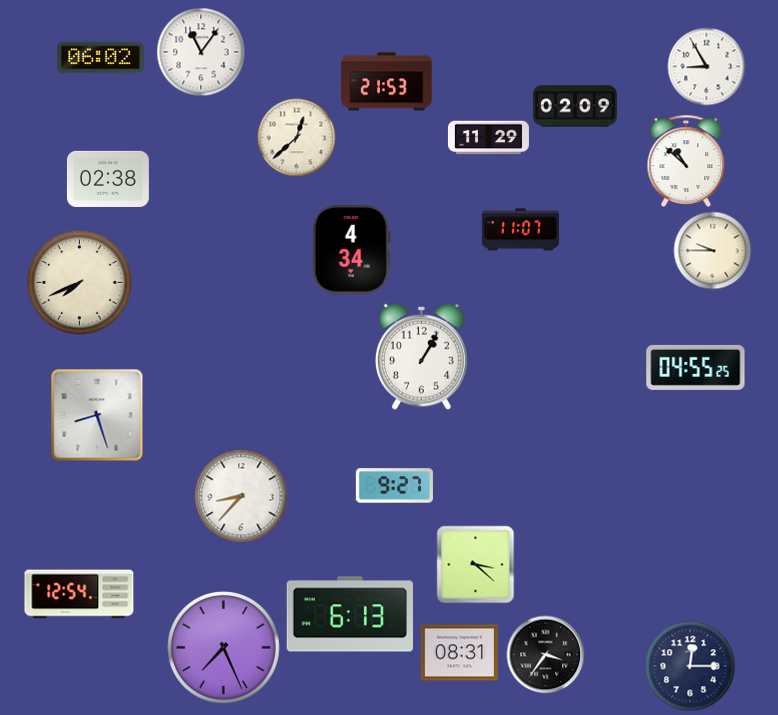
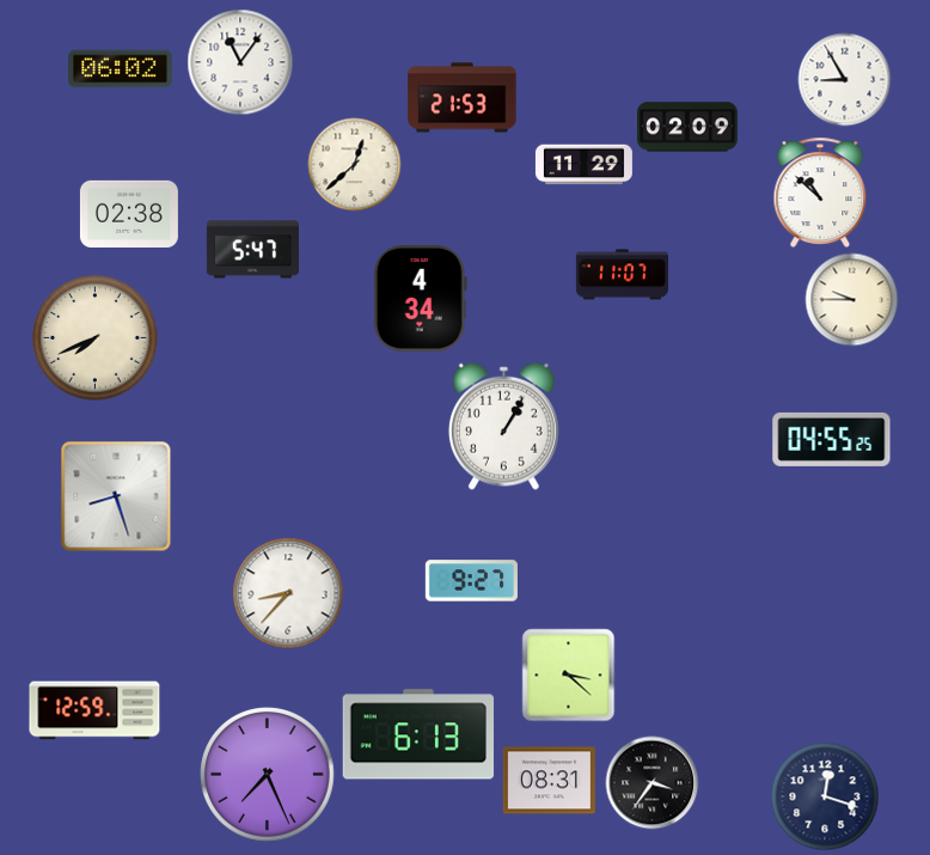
clock at (252, 250): none -> 5:47
clock at (79, 594): 12:54 -> 12:59
clock at (690, 666): 12:15 -> 12:18
